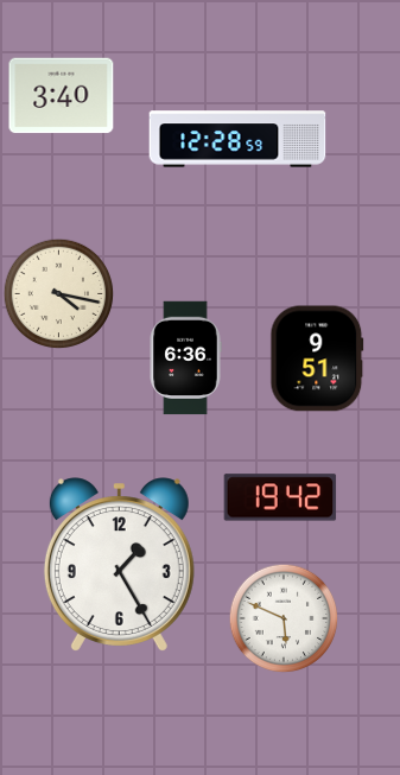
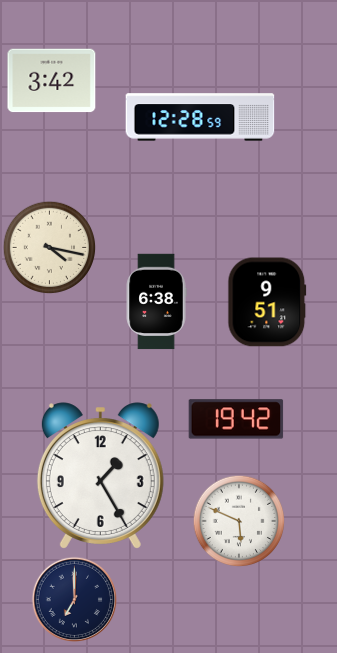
clock at (62, 96): 3:40 -> 3:42
clock at (185, 358): 6:36 -> 6:38
clock at (74, 599): none -> 7:00
